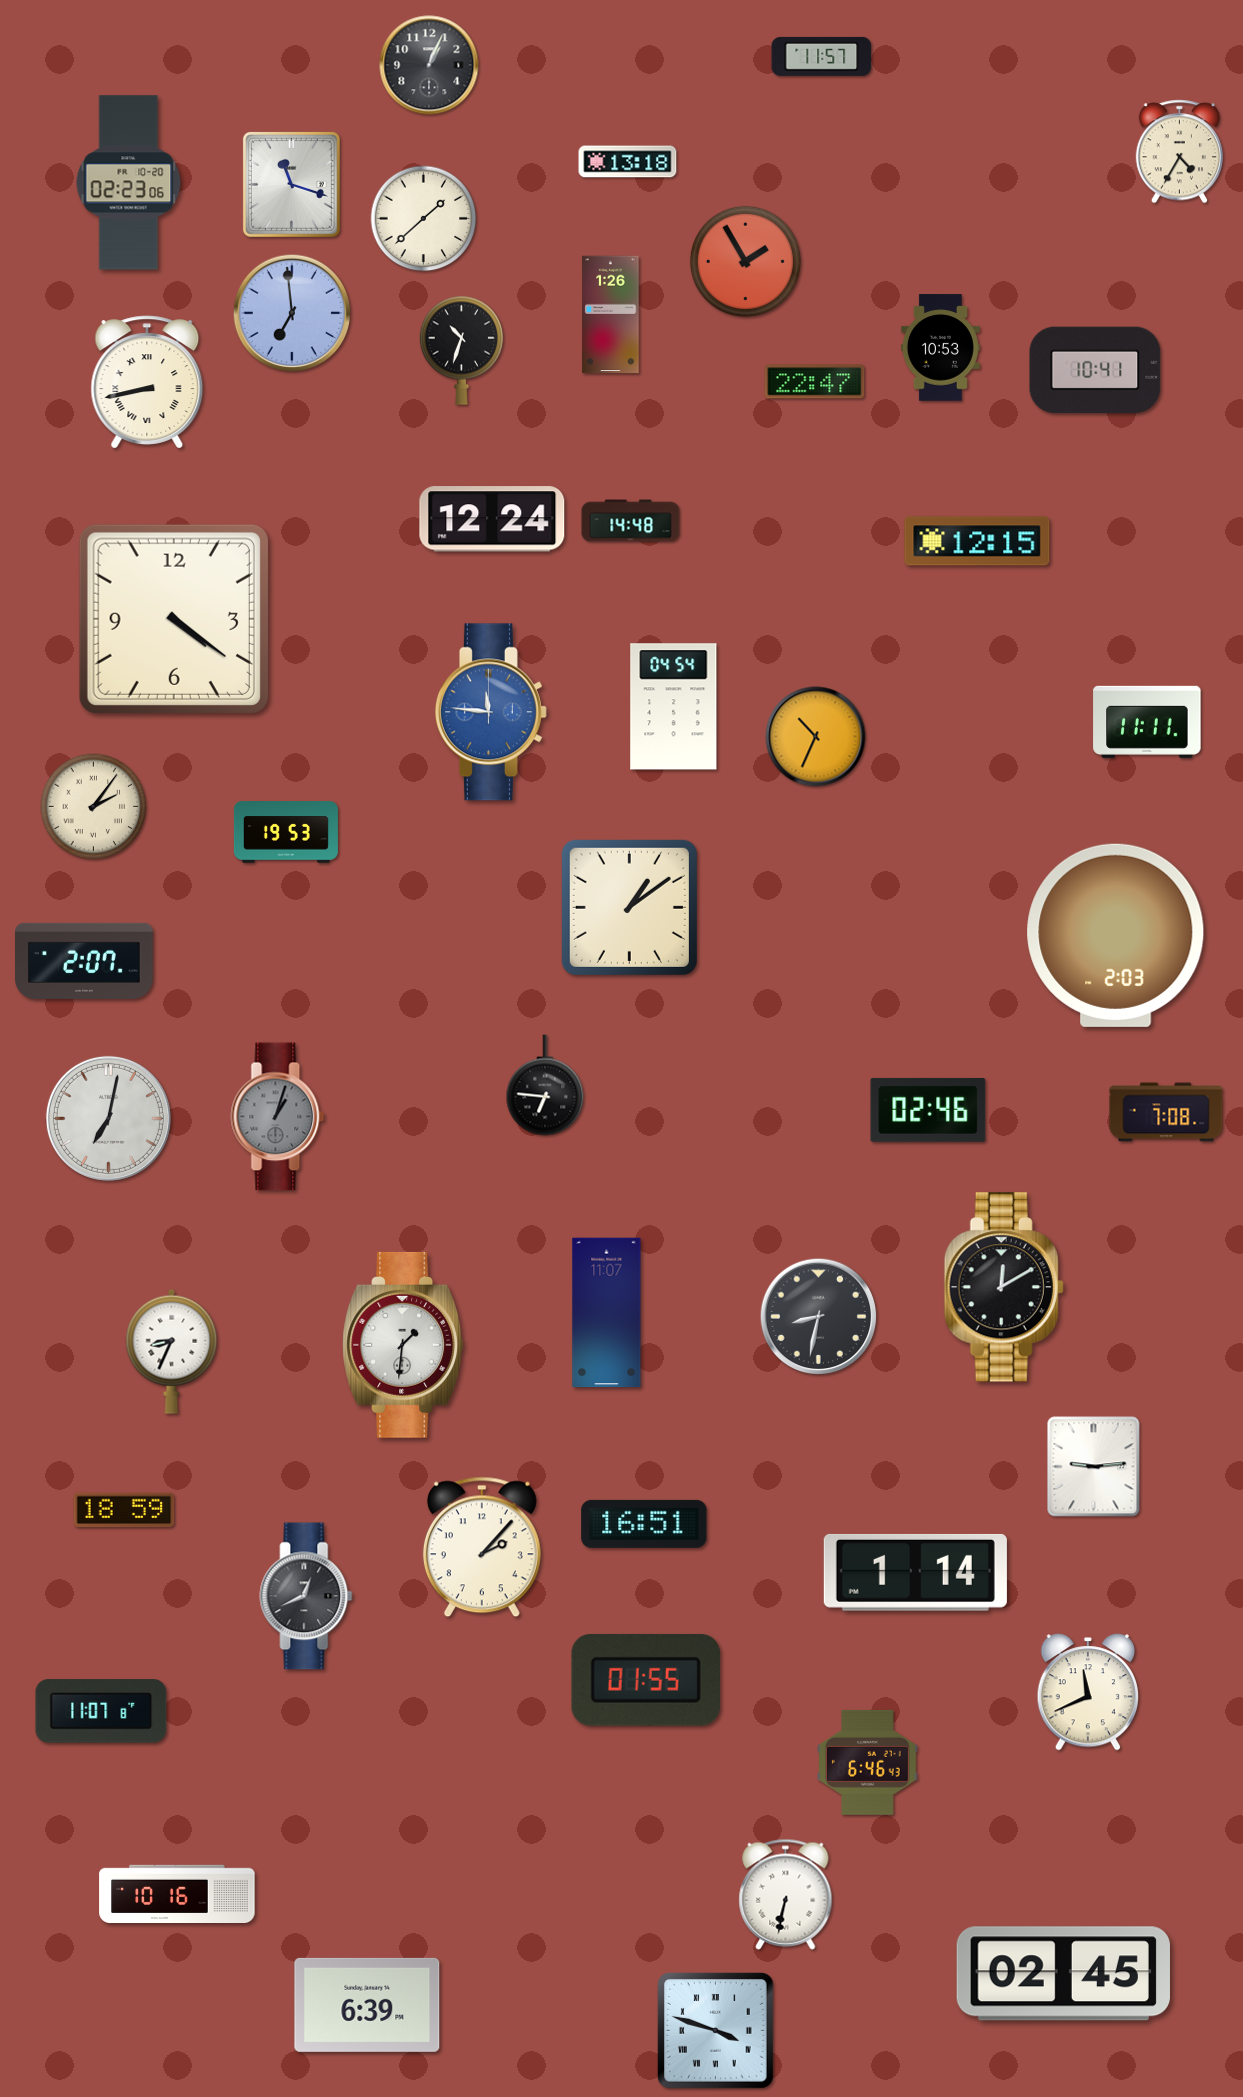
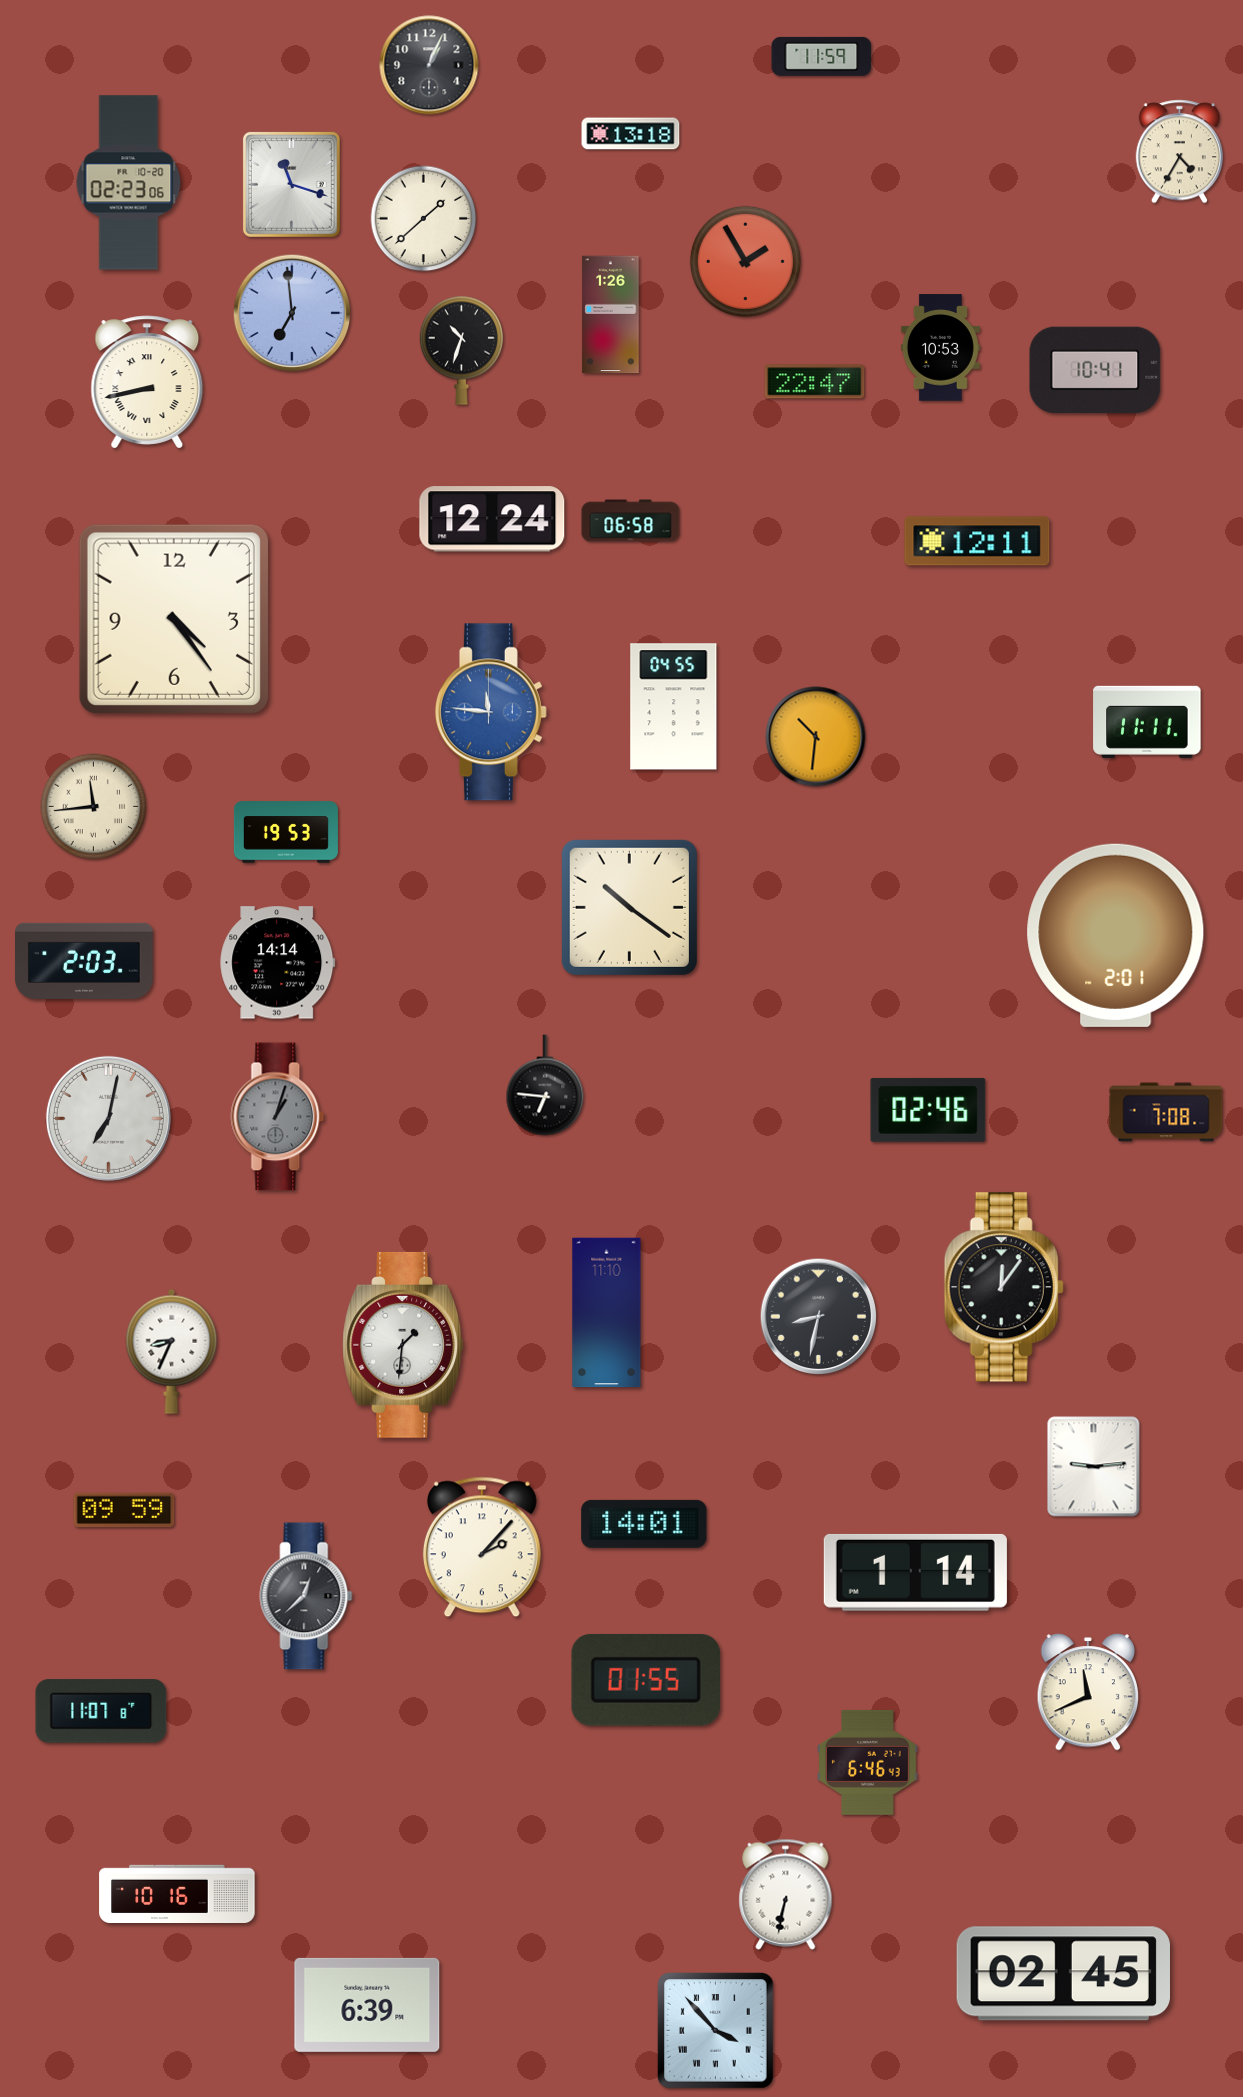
clock at (822, 56): 11:57 -> 11:59
clock at (628, 162) position: (628, 162) -> (631, 134)
clock at (631, 521): 14:48 -> 06:58
clock at (977, 541): 12:15 -> 12:11
clock at (174, 619): 4:21 -> 4:24
clock at (674, 707): 04:54 -> 04:55
clock at (816, 737): 10:34 -> 10:31
clock at (94, 807): 2:06 -> 11:44
clock at (629, 907): 1:09 -> 10:21
clock at (1116, 935): 2:03 -> 2:01
clock at (85, 961): 2:07 -> 2:03
clock at (278, 963): none -> 14:14
clock at (1004, 1287): 12:10 -> 12:06
clock at (607, 1313): 11:07 -> 11:10
clock at (124, 1510): 18:59 -> 09:59
clock at (644, 1524): 16:51 -> 14:01
clock at (306, 1596): 12:41 -> 12:38
clock at (716, 2031): 3:48 -> 3:53
